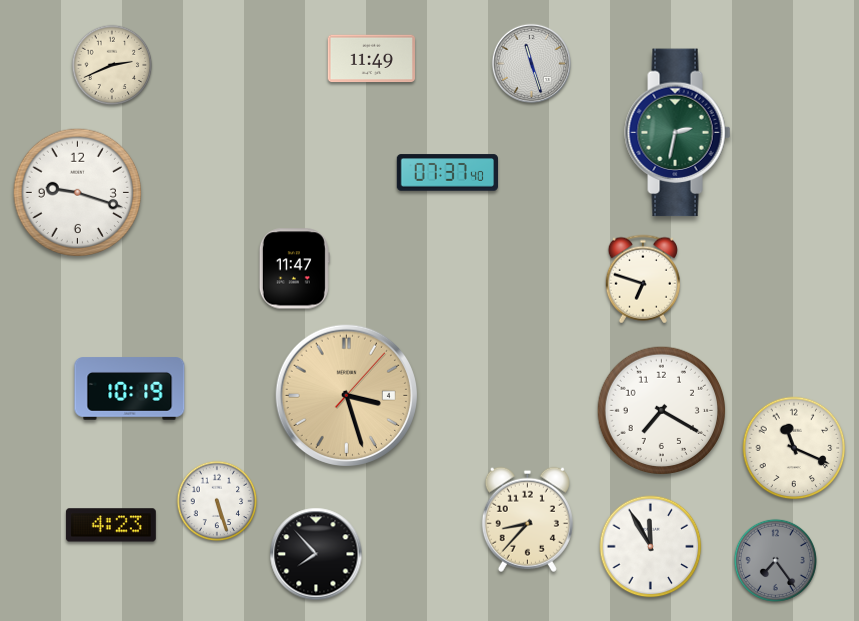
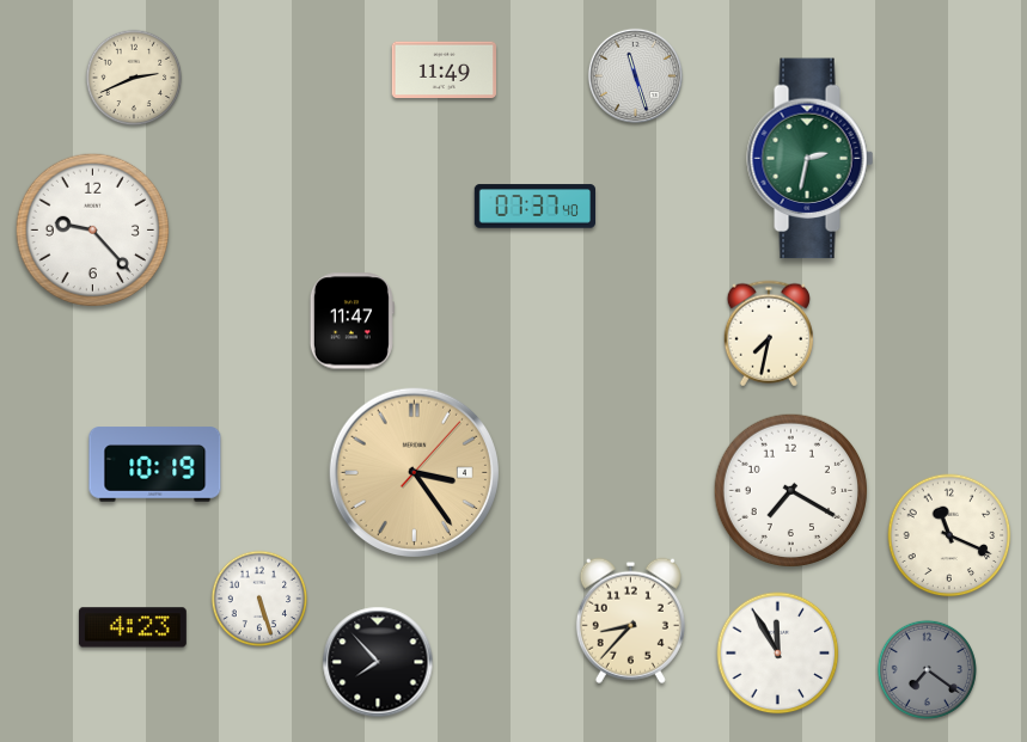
clock at (77, 192): 9:18 -> 9:23
clock at (643, 279): 6:48 -> 7:32
clock at (346, 395): 3:27 -> 3:24
clock at (775, 560): 7:24 -> 7:21
